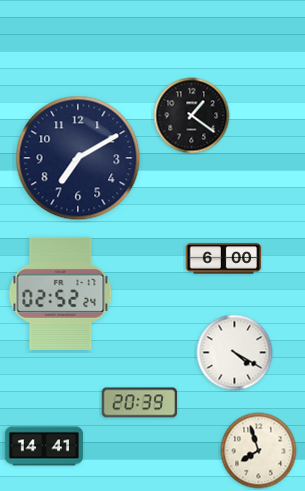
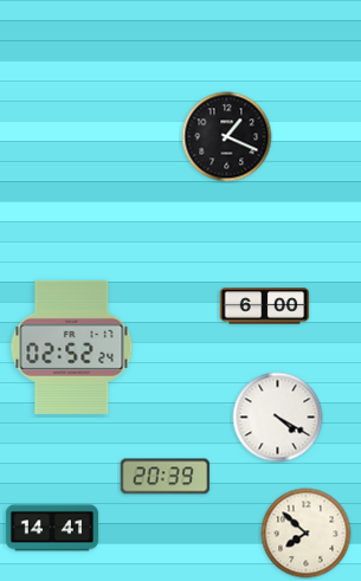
clock at (192, 116): 1:21 -> 1:19
clock at (78, 158): 7:10 -> none
clock at (259, 451): 7:57 -> 7:52
